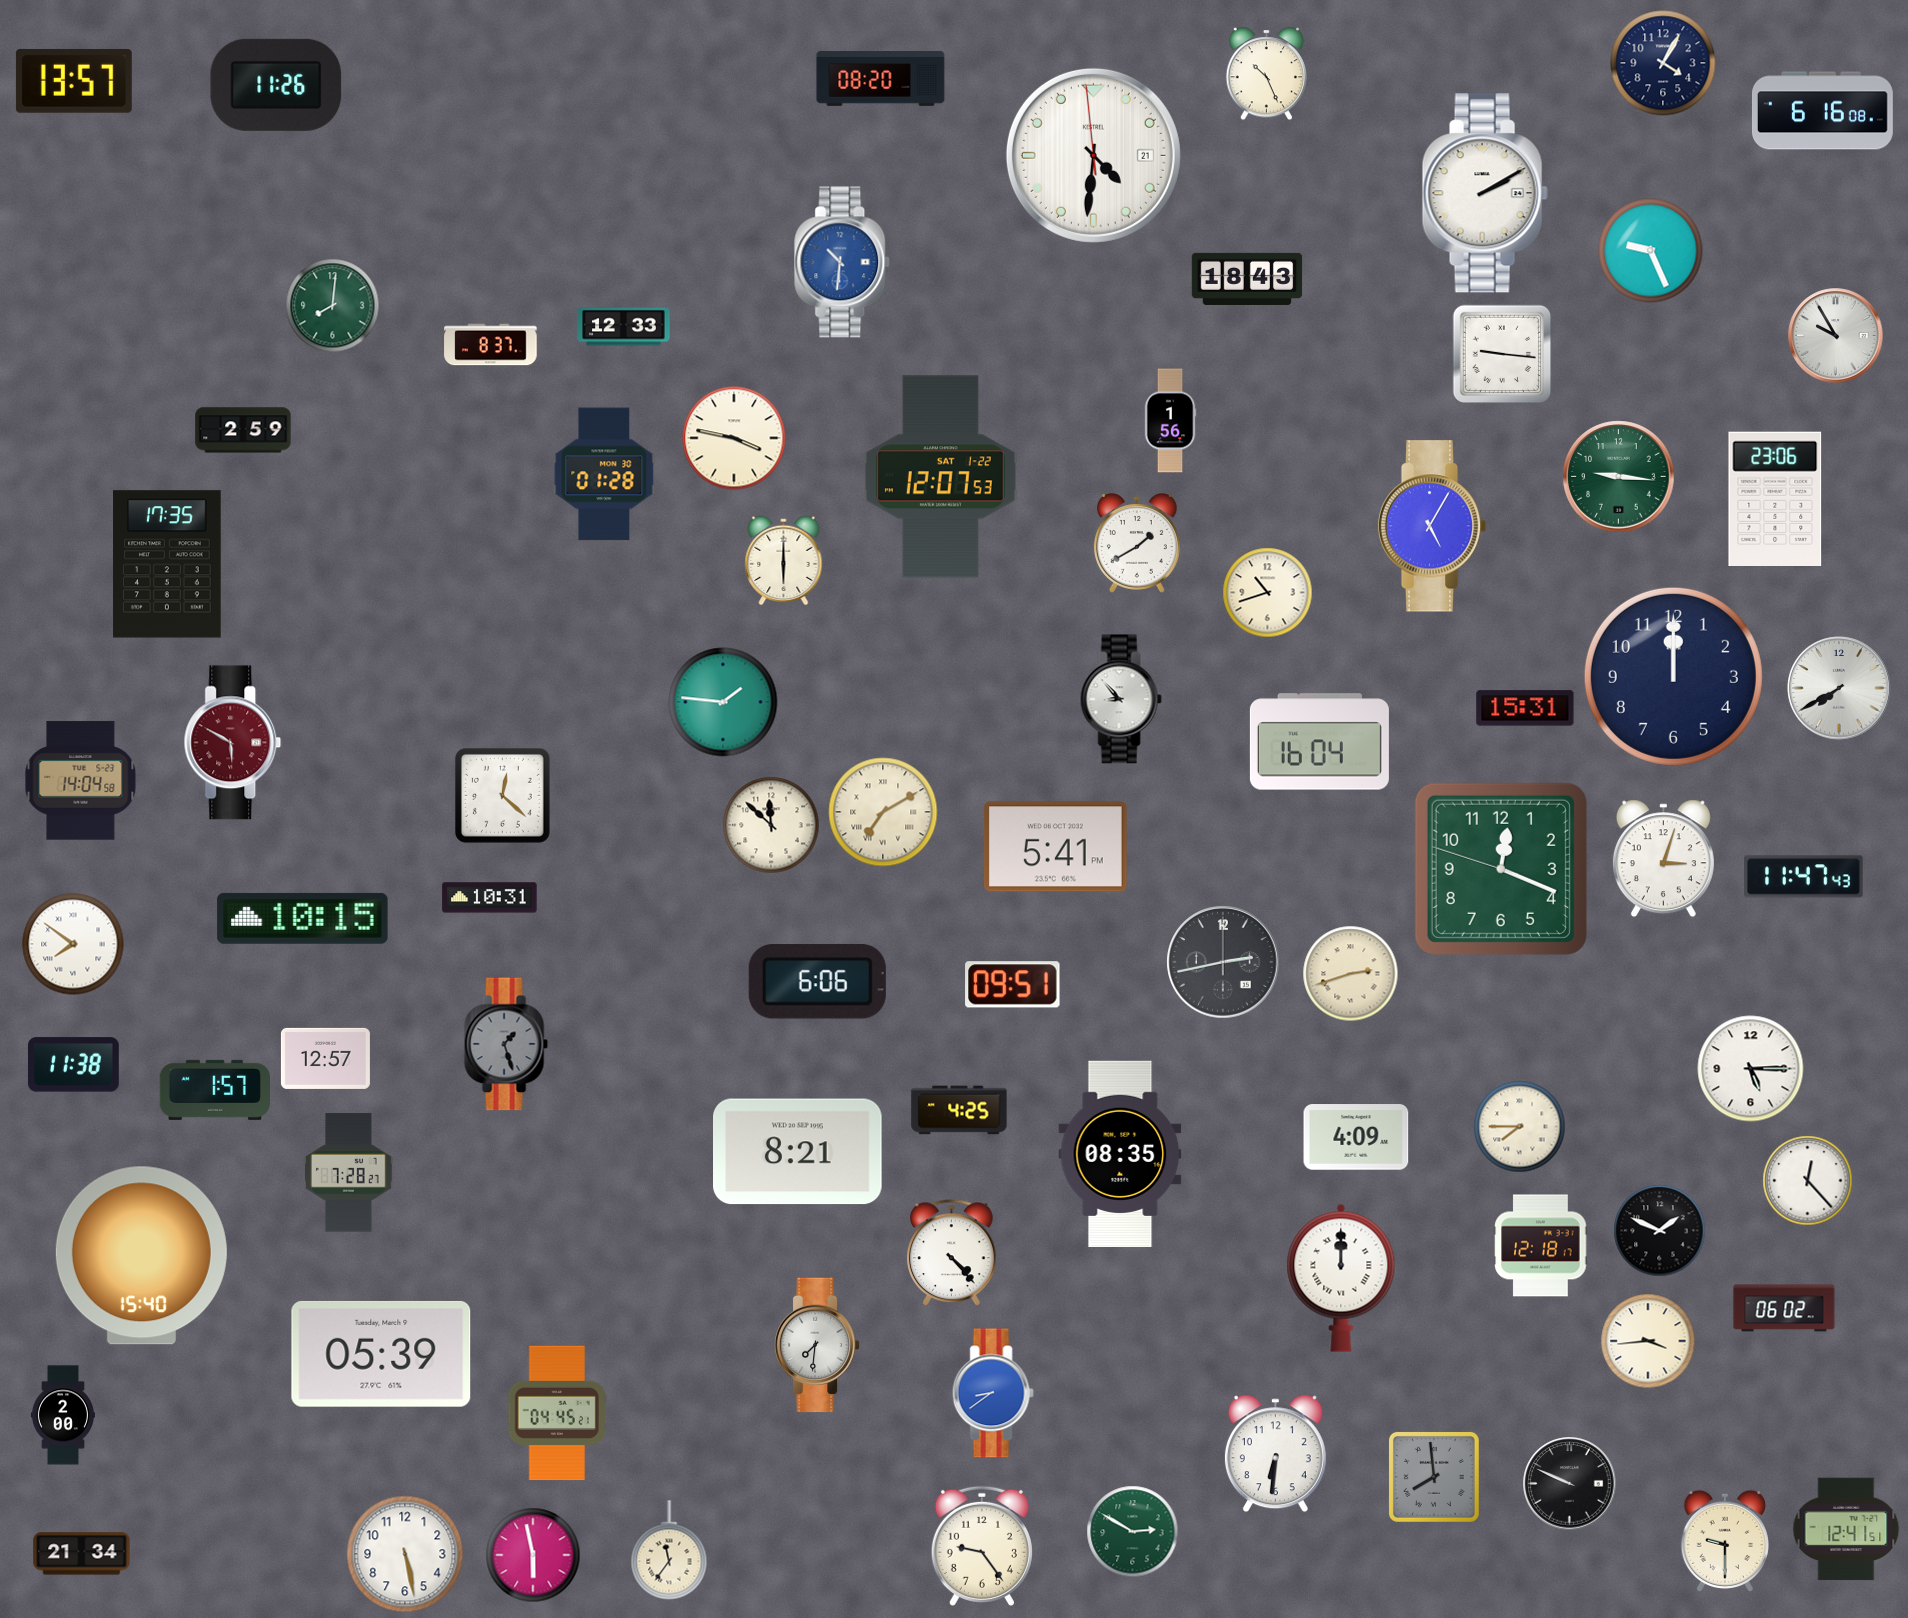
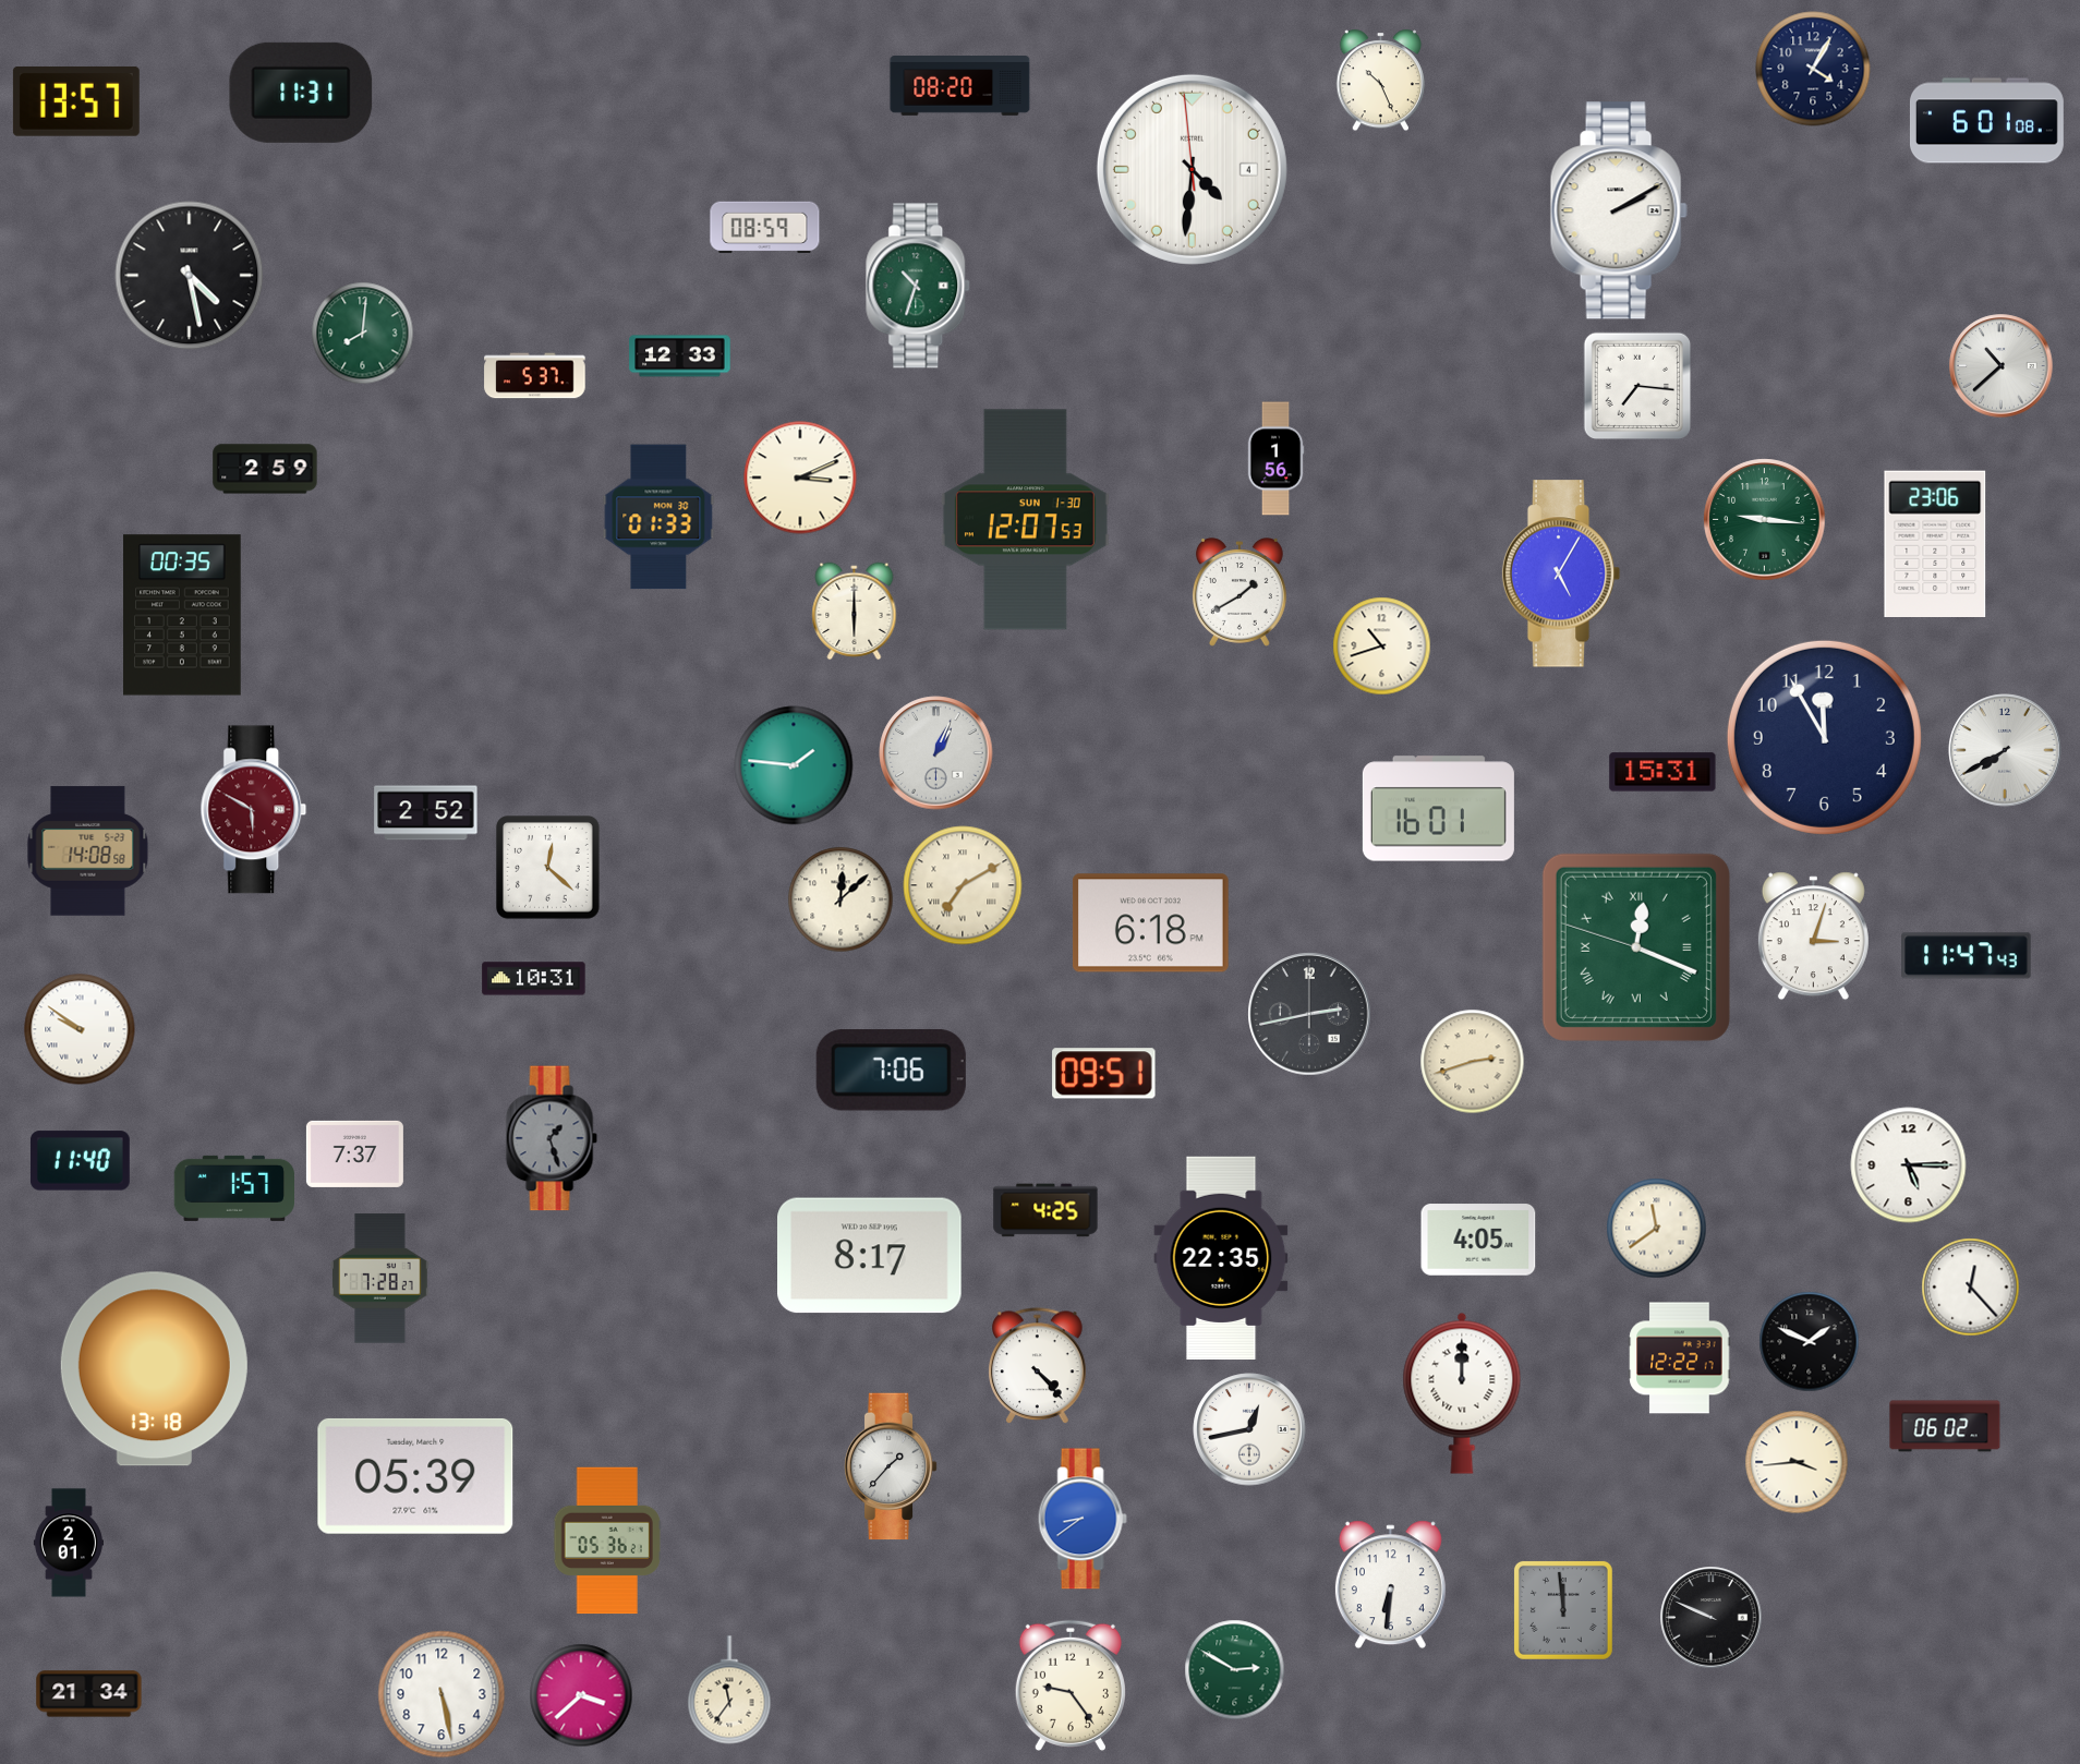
clock at (74, 81) position: (74, 81) -> (76, 101)
clock at (276, 85): 11:26 -> 11:31
clock at (1822, 111): 6:16 -> 6:01
clock at (1093, 155) date: 21 -> 4
clock at (765, 228): none -> 08:59
clock at (1651, 251): 9:26 -> none
clock at (190, 276): none -> 4:28
clock at (843, 262): 10:31 -> 10:33
clock at (843, 262) dial: blue -> green
clock at (1247, 279): 18:43 -> none
clock at (1836, 336): 9:55 -> 10:38
clock at (491, 345): 8:37 -> 5:37
clock at (1502, 354): 9:16 -> 7:16
clock at (734, 438): 3:47 -> 3:11
clock at (604, 474): 01:28 -> 01:33
clock at (940, 477) date: SAT 1-22 -> SUN 1-30
clock at (167, 564): 17:35 -> 00:35
clock at (1673, 676): 12:00 -> 11:55
clock at (936, 753): none -> 1:04
clock at (1121, 699): 8:53 -> none
clock at (723, 702) position: (723, 702) -> (794, 765)
clock at (1319, 742): 16:04 -> 16:01
clock at (426, 813): none -> 2:52
clock at (81, 781): 14:04 -> 14:08
clock at (771, 825): 11:52 -> 12:08
clock at (1055, 847): 5:41 -> 6:18
clock at (1501, 869) numerals: Arabic -> Roman
clock at (303, 918): 10:15 -> none
clock at (73, 944): 7:51 -> 9:51
clock at (1223, 962) position: (1223, 962) -> (1309, 1014)
clock at (817, 982): 6:06 -> 7:06
clock at (325, 1058): 12:57 -> 7:37
clock at (73, 1065): 11:38 -> 11:40
clock at (1520, 1127): 7:45 -> 11:39
clock at (1356, 1137): 4:09 -> 4:05
clock at (798, 1152): 8:21 -> 8:17
clock at (1120, 1154): 08:35 -> 22:35
clock at (1541, 1246): 12:18 -> 12:22
clock at (141, 1256): 15:40 -> 13:18
clock at (1249, 1429): none -> 12:43
clock at (817, 1345): 7:31 -> 1:37
clock at (557, 1413): 04:45 -> 05:36
clock at (63, 1415): 2:00 -> 2:01
clock at (1434, 1477): 7:59 -> 11:59
clock at (1846, 1529): 12:41 -> none
clock at (1725, 1541): 9:30 -> none
clock at (533, 1555): 5:58 -> 3:38
